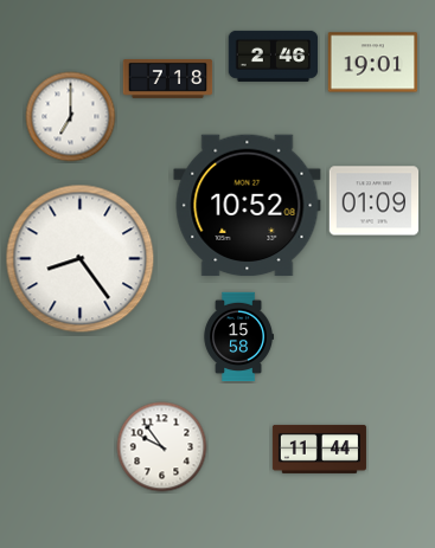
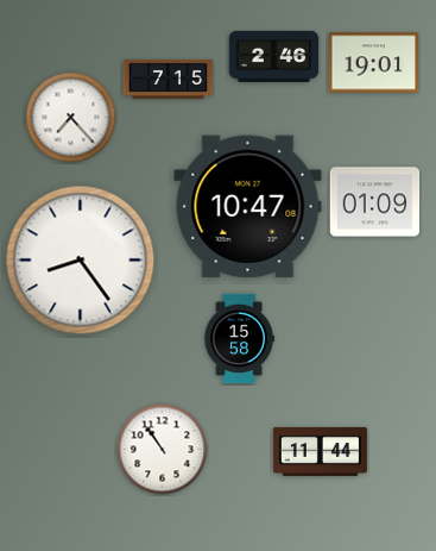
clock at (168, 79): 7:18 -> 7:15
clock at (71, 117): 7:00 -> 7:23
clock at (248, 206): 10:52 -> 10:47
clock at (162, 447): 9:54 -> 10:54
